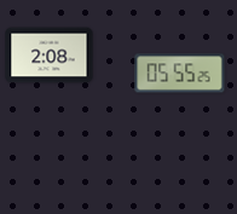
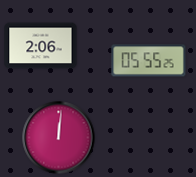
clock at (50, 56): 2:08 -> 2:06
clock at (59, 138): none -> 12:01
